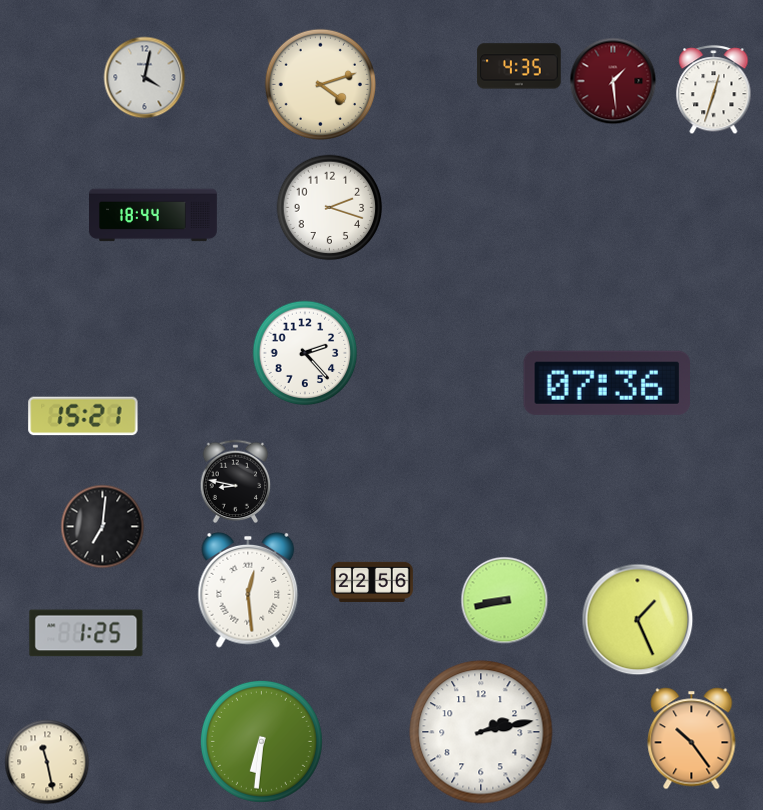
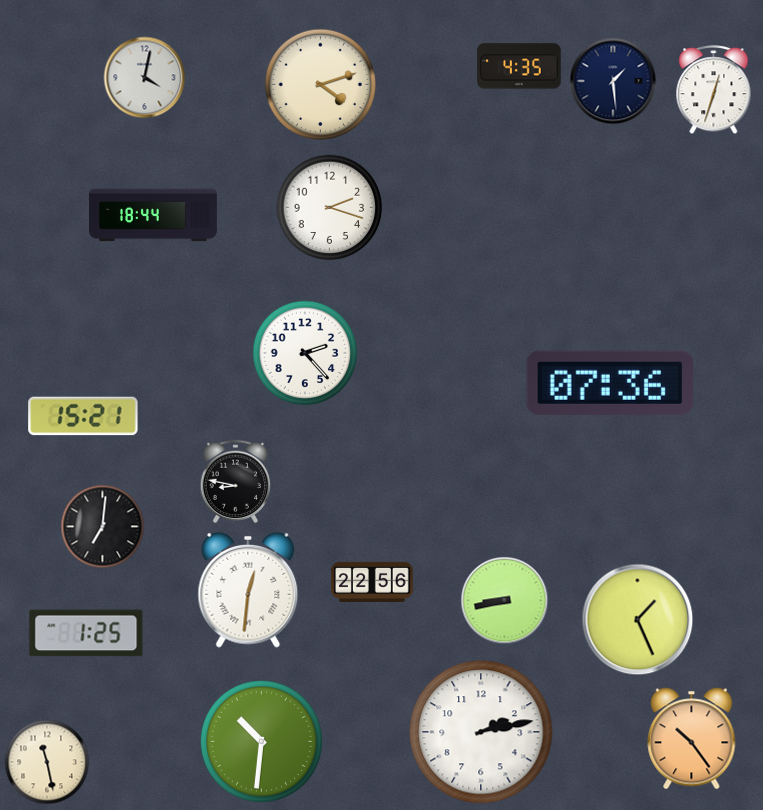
clock at (613, 81) dial: burgundy -> navy
clock at (606, 383) position: (606, 383) -> (609, 383)
clock at (248, 590): 12:29 -> 12:31
clock at (261, 741): 6:31 -> 10:31
